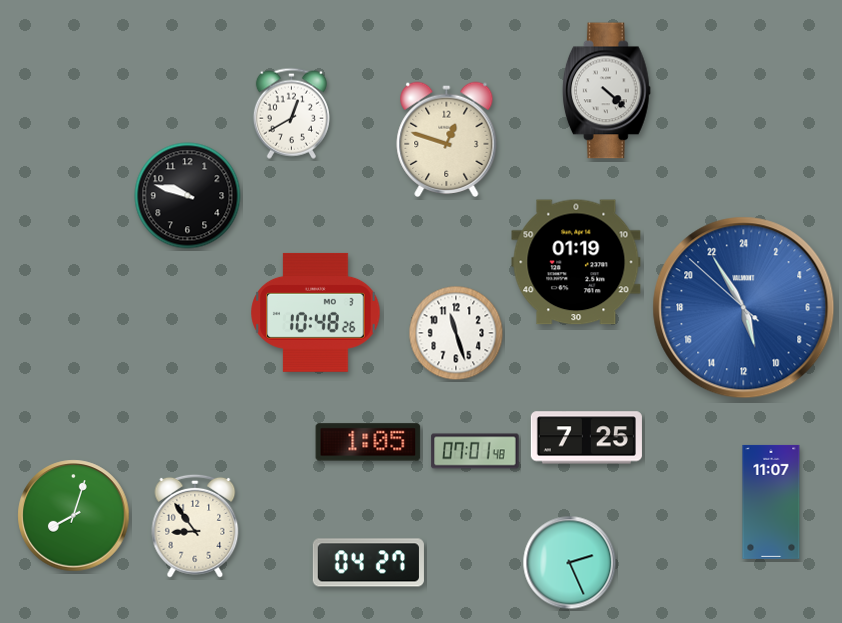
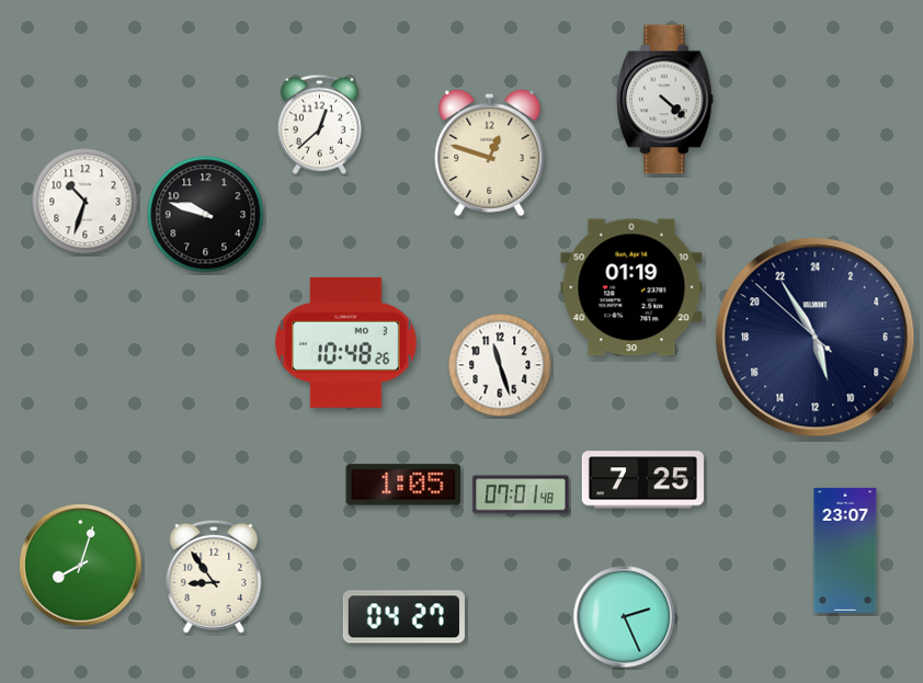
clock at (291, 113): 12:40 -> 12:38
clock at (86, 202): none -> 10:33
clock at (744, 308) dial: blue -> navy
clock at (771, 502): 11:07 -> 23:07
